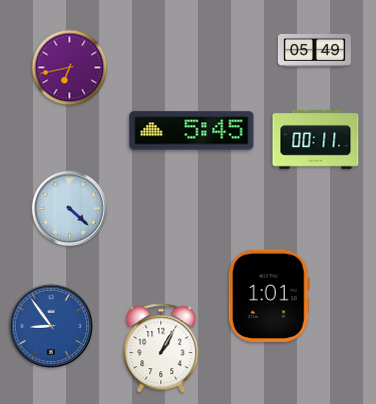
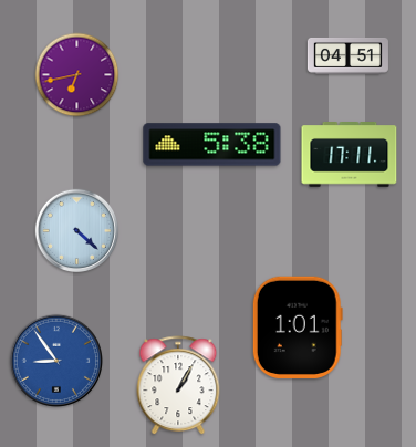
clock at (314, 50): 05:49 -> 04:51
clock at (192, 131): 5:45 -> 5:38
clock at (316, 140): 00:11 -> 17:11
